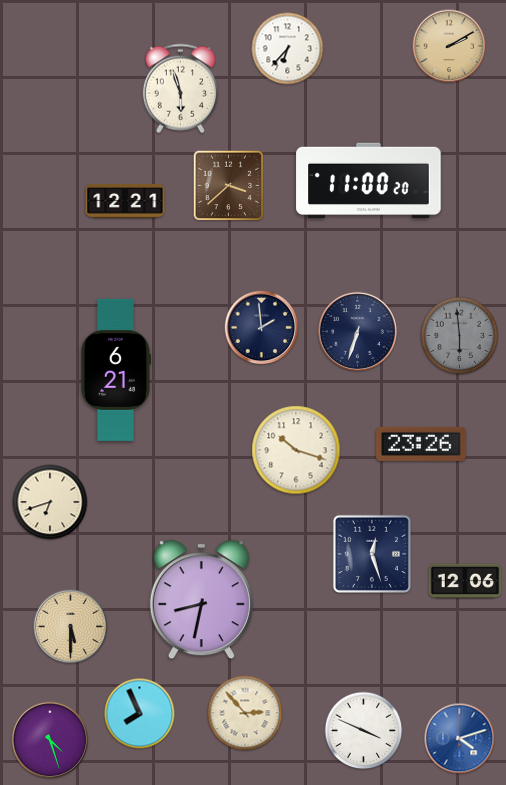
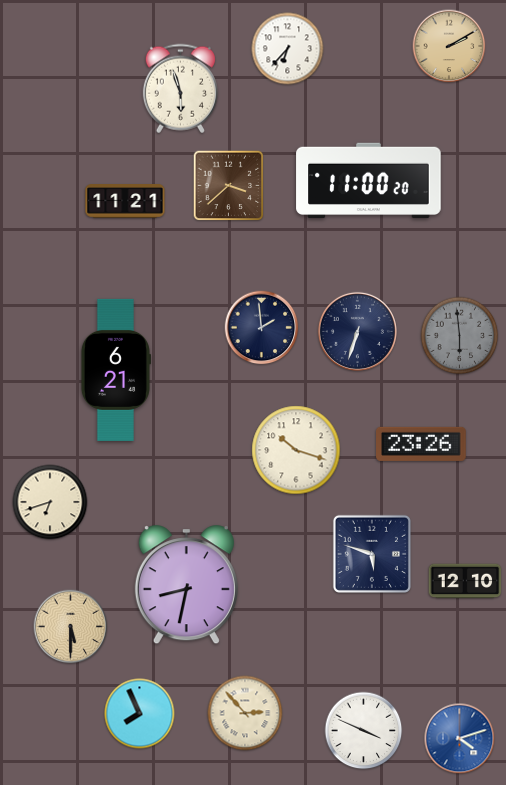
clock at (125, 202): 12:21 -> 11:21
clock at (372, 554): 12:27 -> 5:48
clock at (465, 581): 12:06 -> 12:10
clock at (201, 600) position: (201, 600) -> (186, 585)
clock at (50, 740): 4:27 -> none
